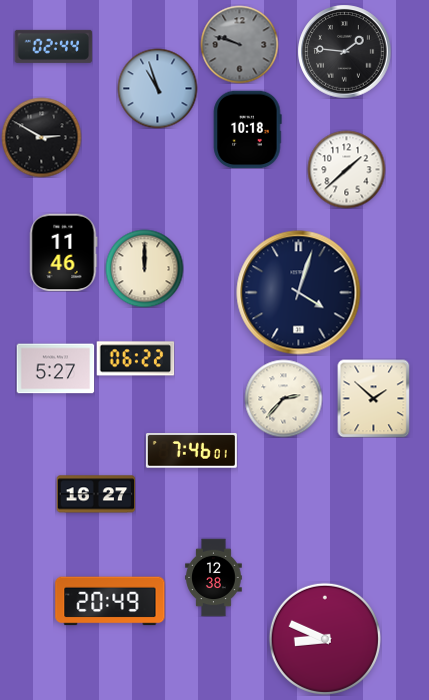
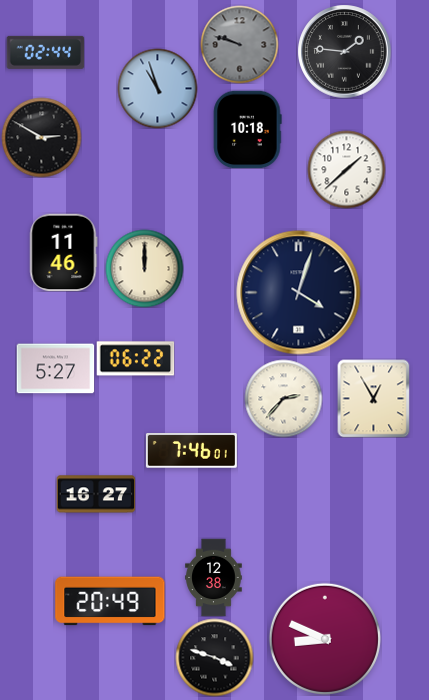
clock at (53, 46) position: (53, 46) -> (45, 52)
clock at (374, 398): 1:52 -> 12:55
clock at (214, 657): none -> 3:48
